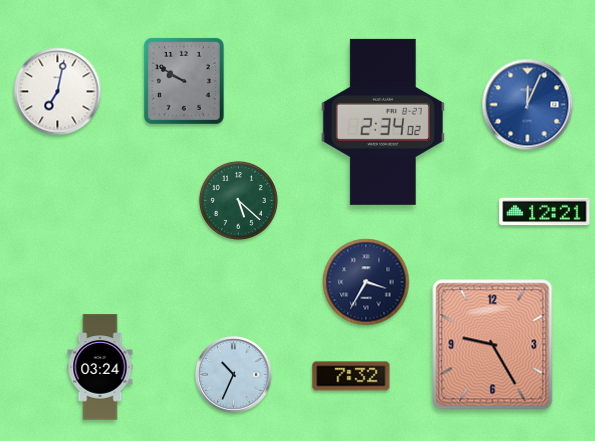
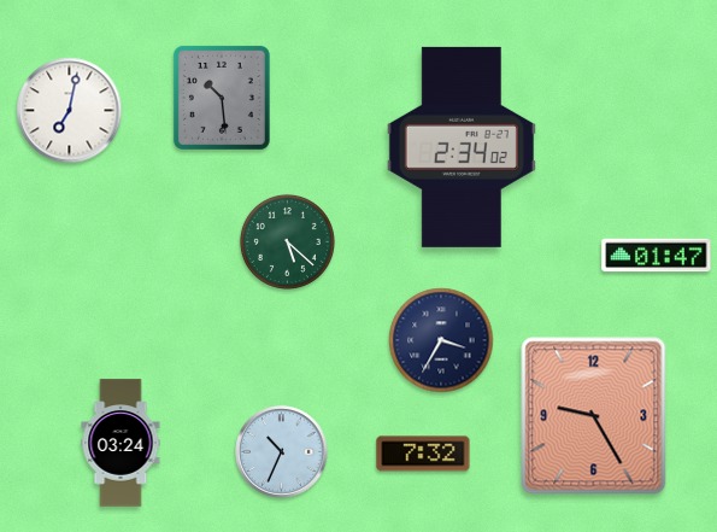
clock at (184, 81): 9:50 -> 10:29
clock at (528, 105): 12:04 -> none
clock at (545, 212): 12:21 -> 01:47
